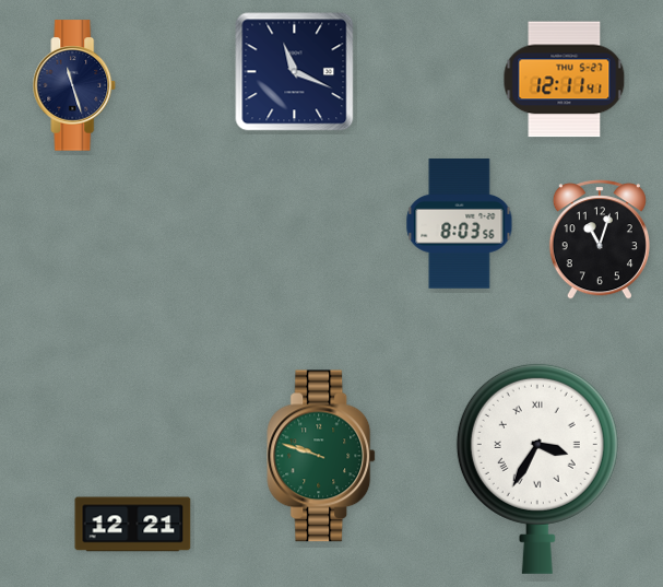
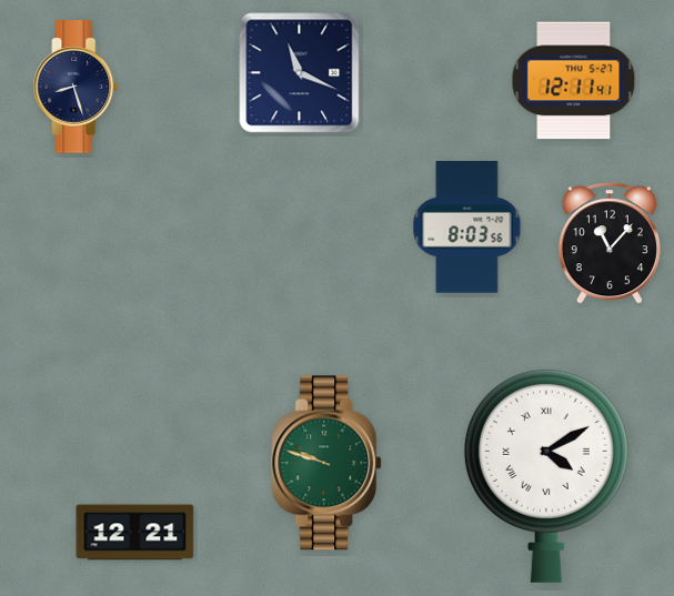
clock at (74, 85): 11:27 -> 8:27
clock at (600, 239): 11:03 -> 11:07
clock at (537, 468): 3:35 -> 4:10
